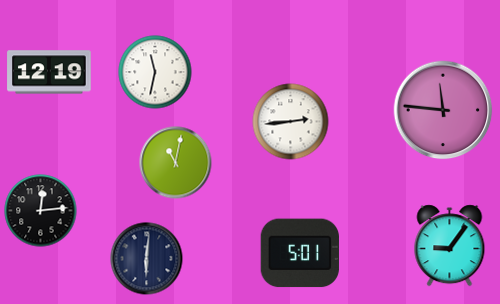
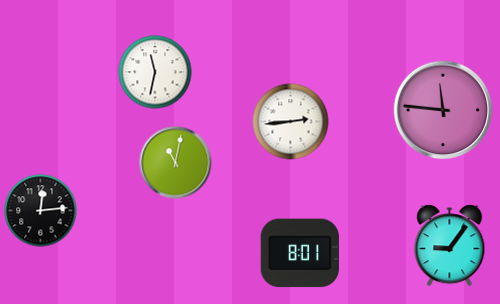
clock at (49, 72): 12:19 -> none
clock at (300, 253): 5:01 -> 8:01
clock at (147, 259): 6:01 -> none
